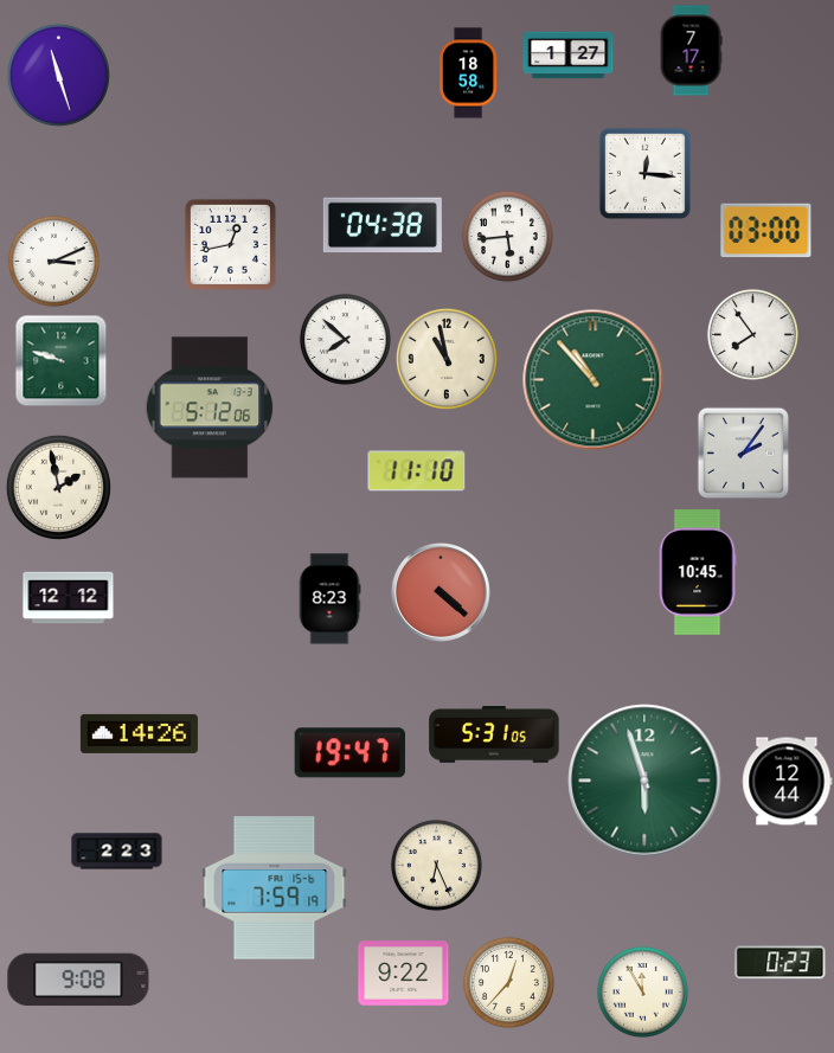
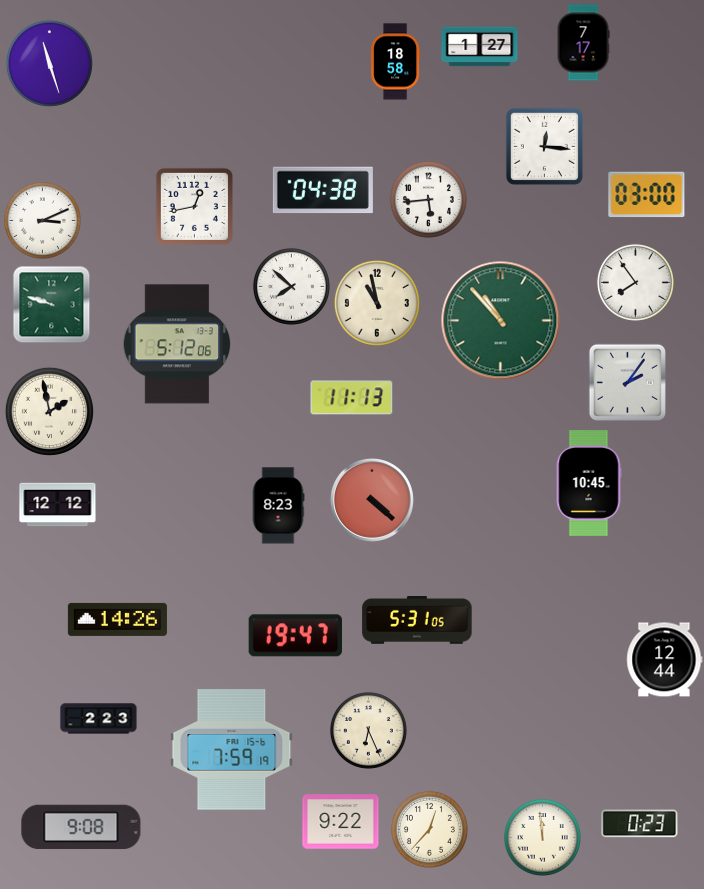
clock at (53, 261) position: (53, 261) -> (42, 220)
clock at (417, 471): 11:10 -> 11:13
clock at (644, 781): 5:57 -> none
clock at (781, 963) position: (781, 963) -> (640, 824)
clock at (78, 980) position: (78, 980) -> (81, 827)
clock at (642, 991): 11:55 -> 11:59
